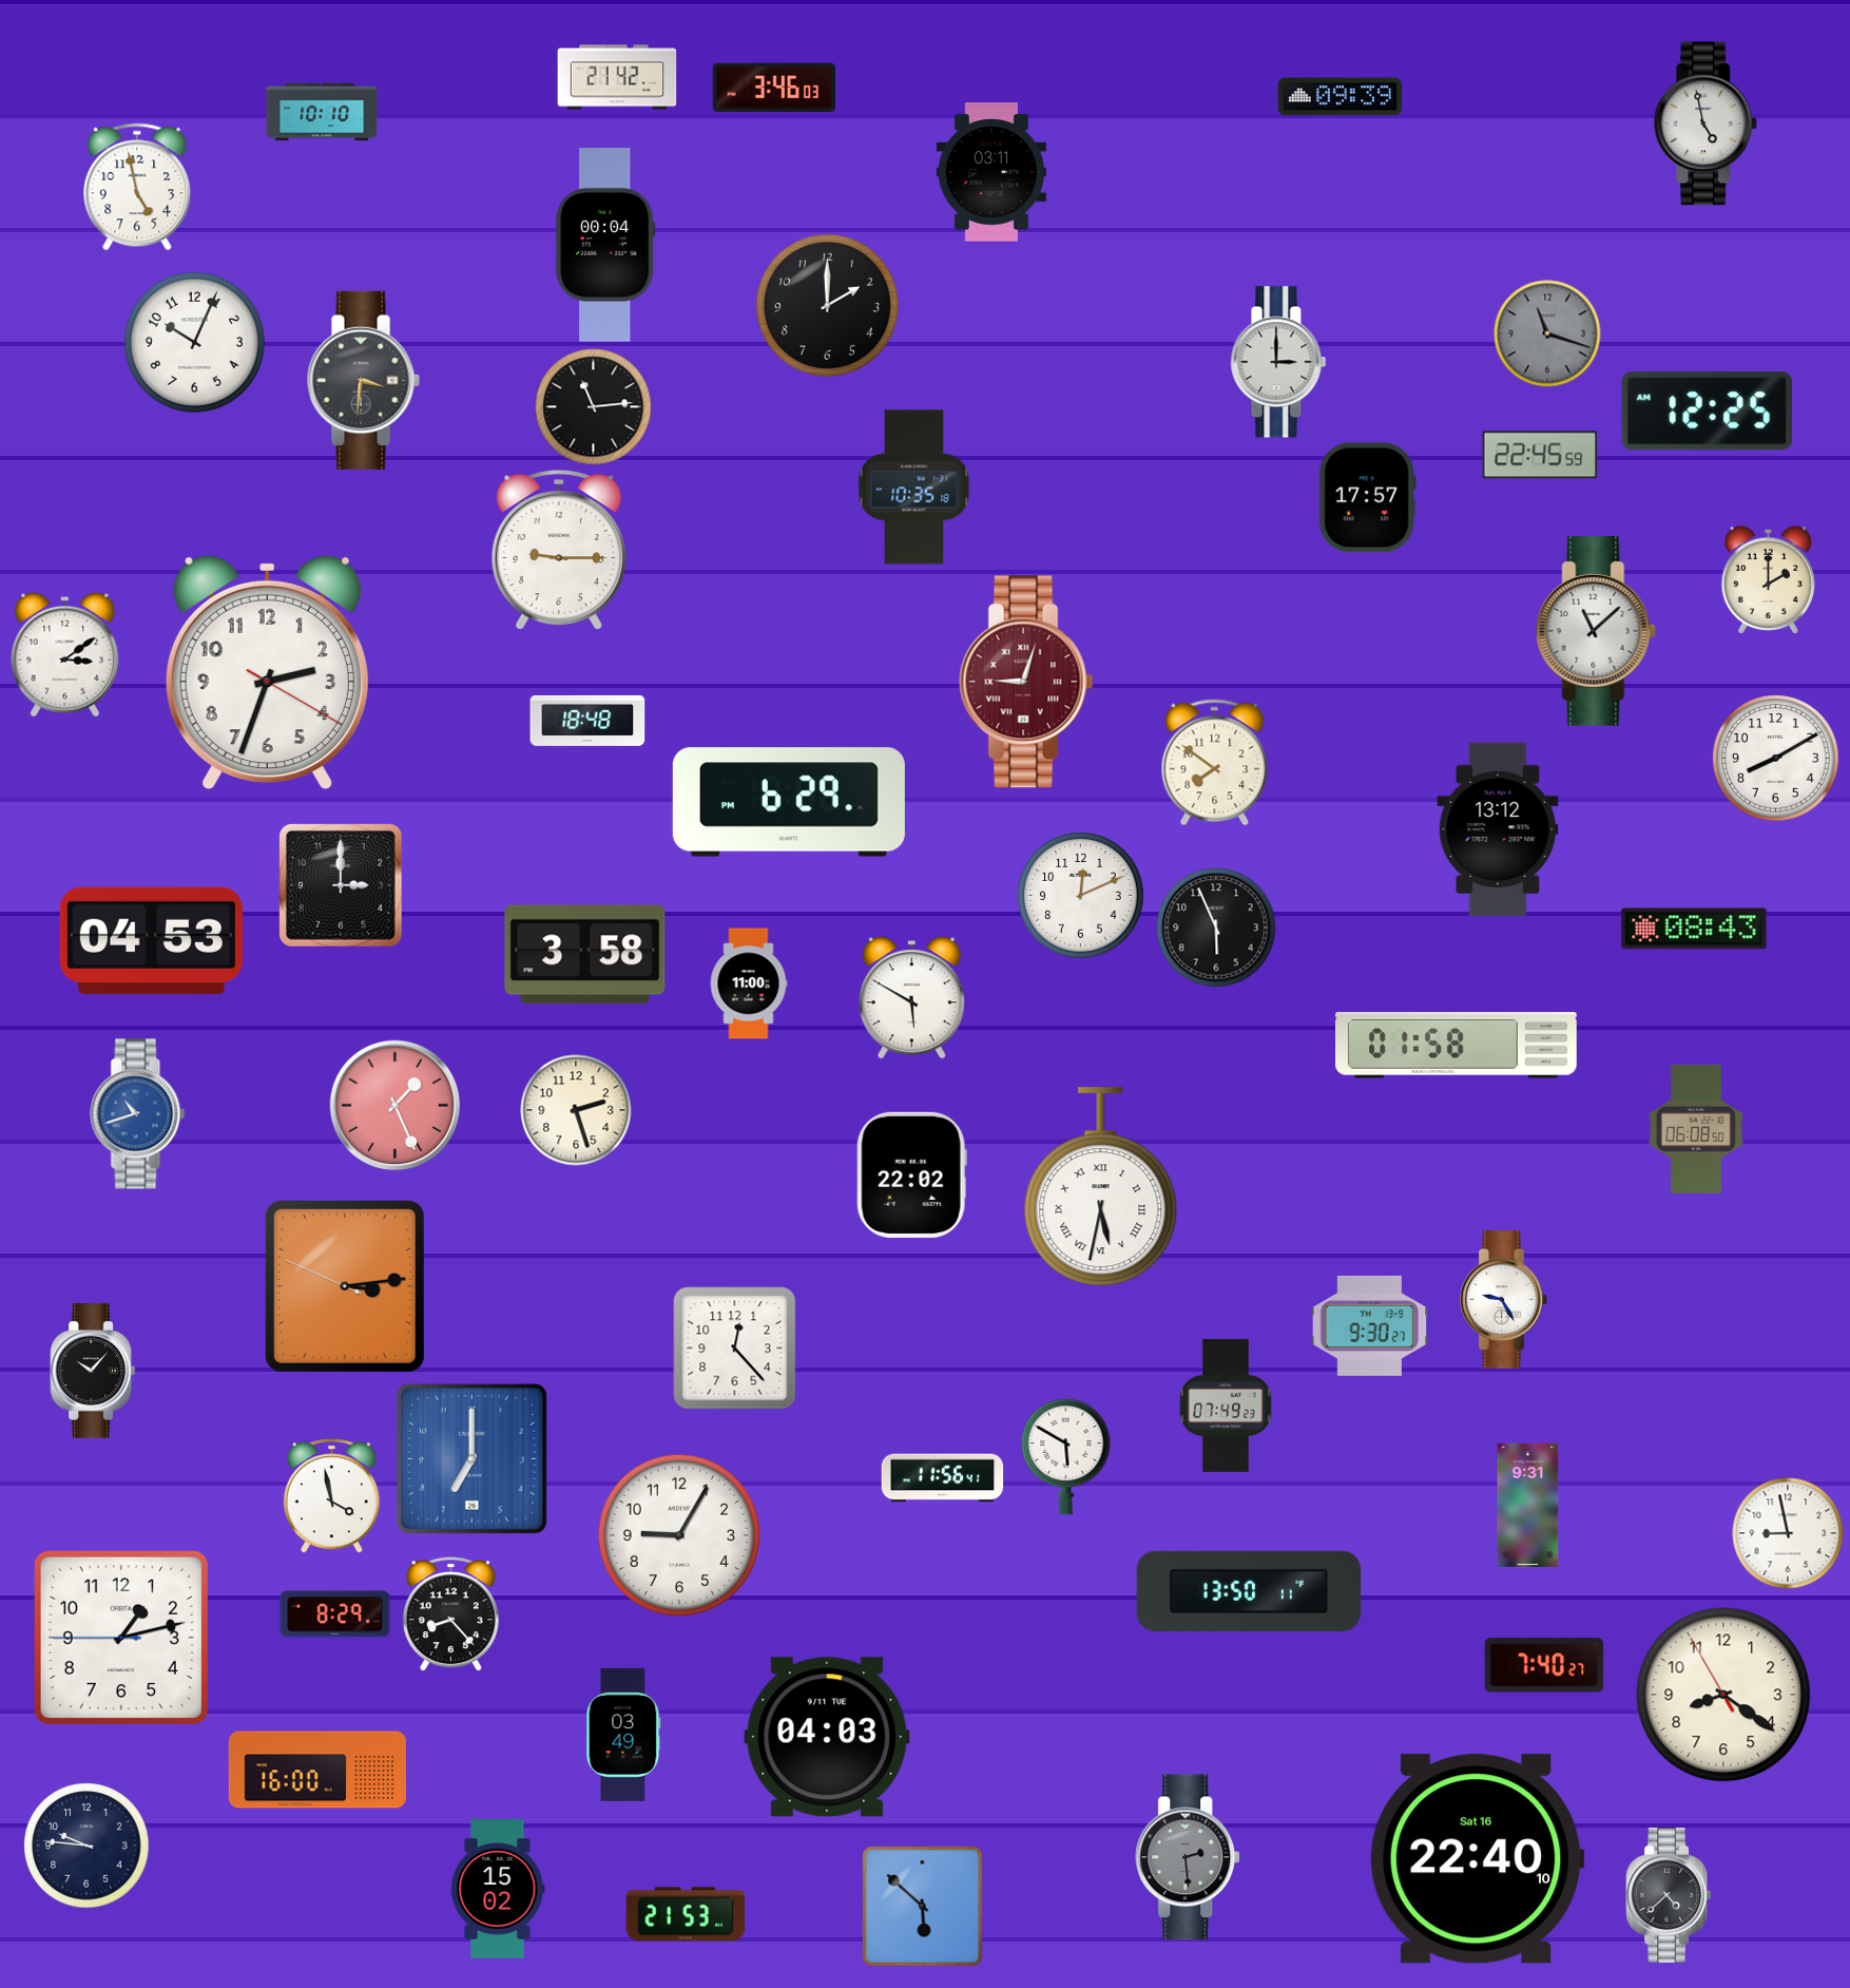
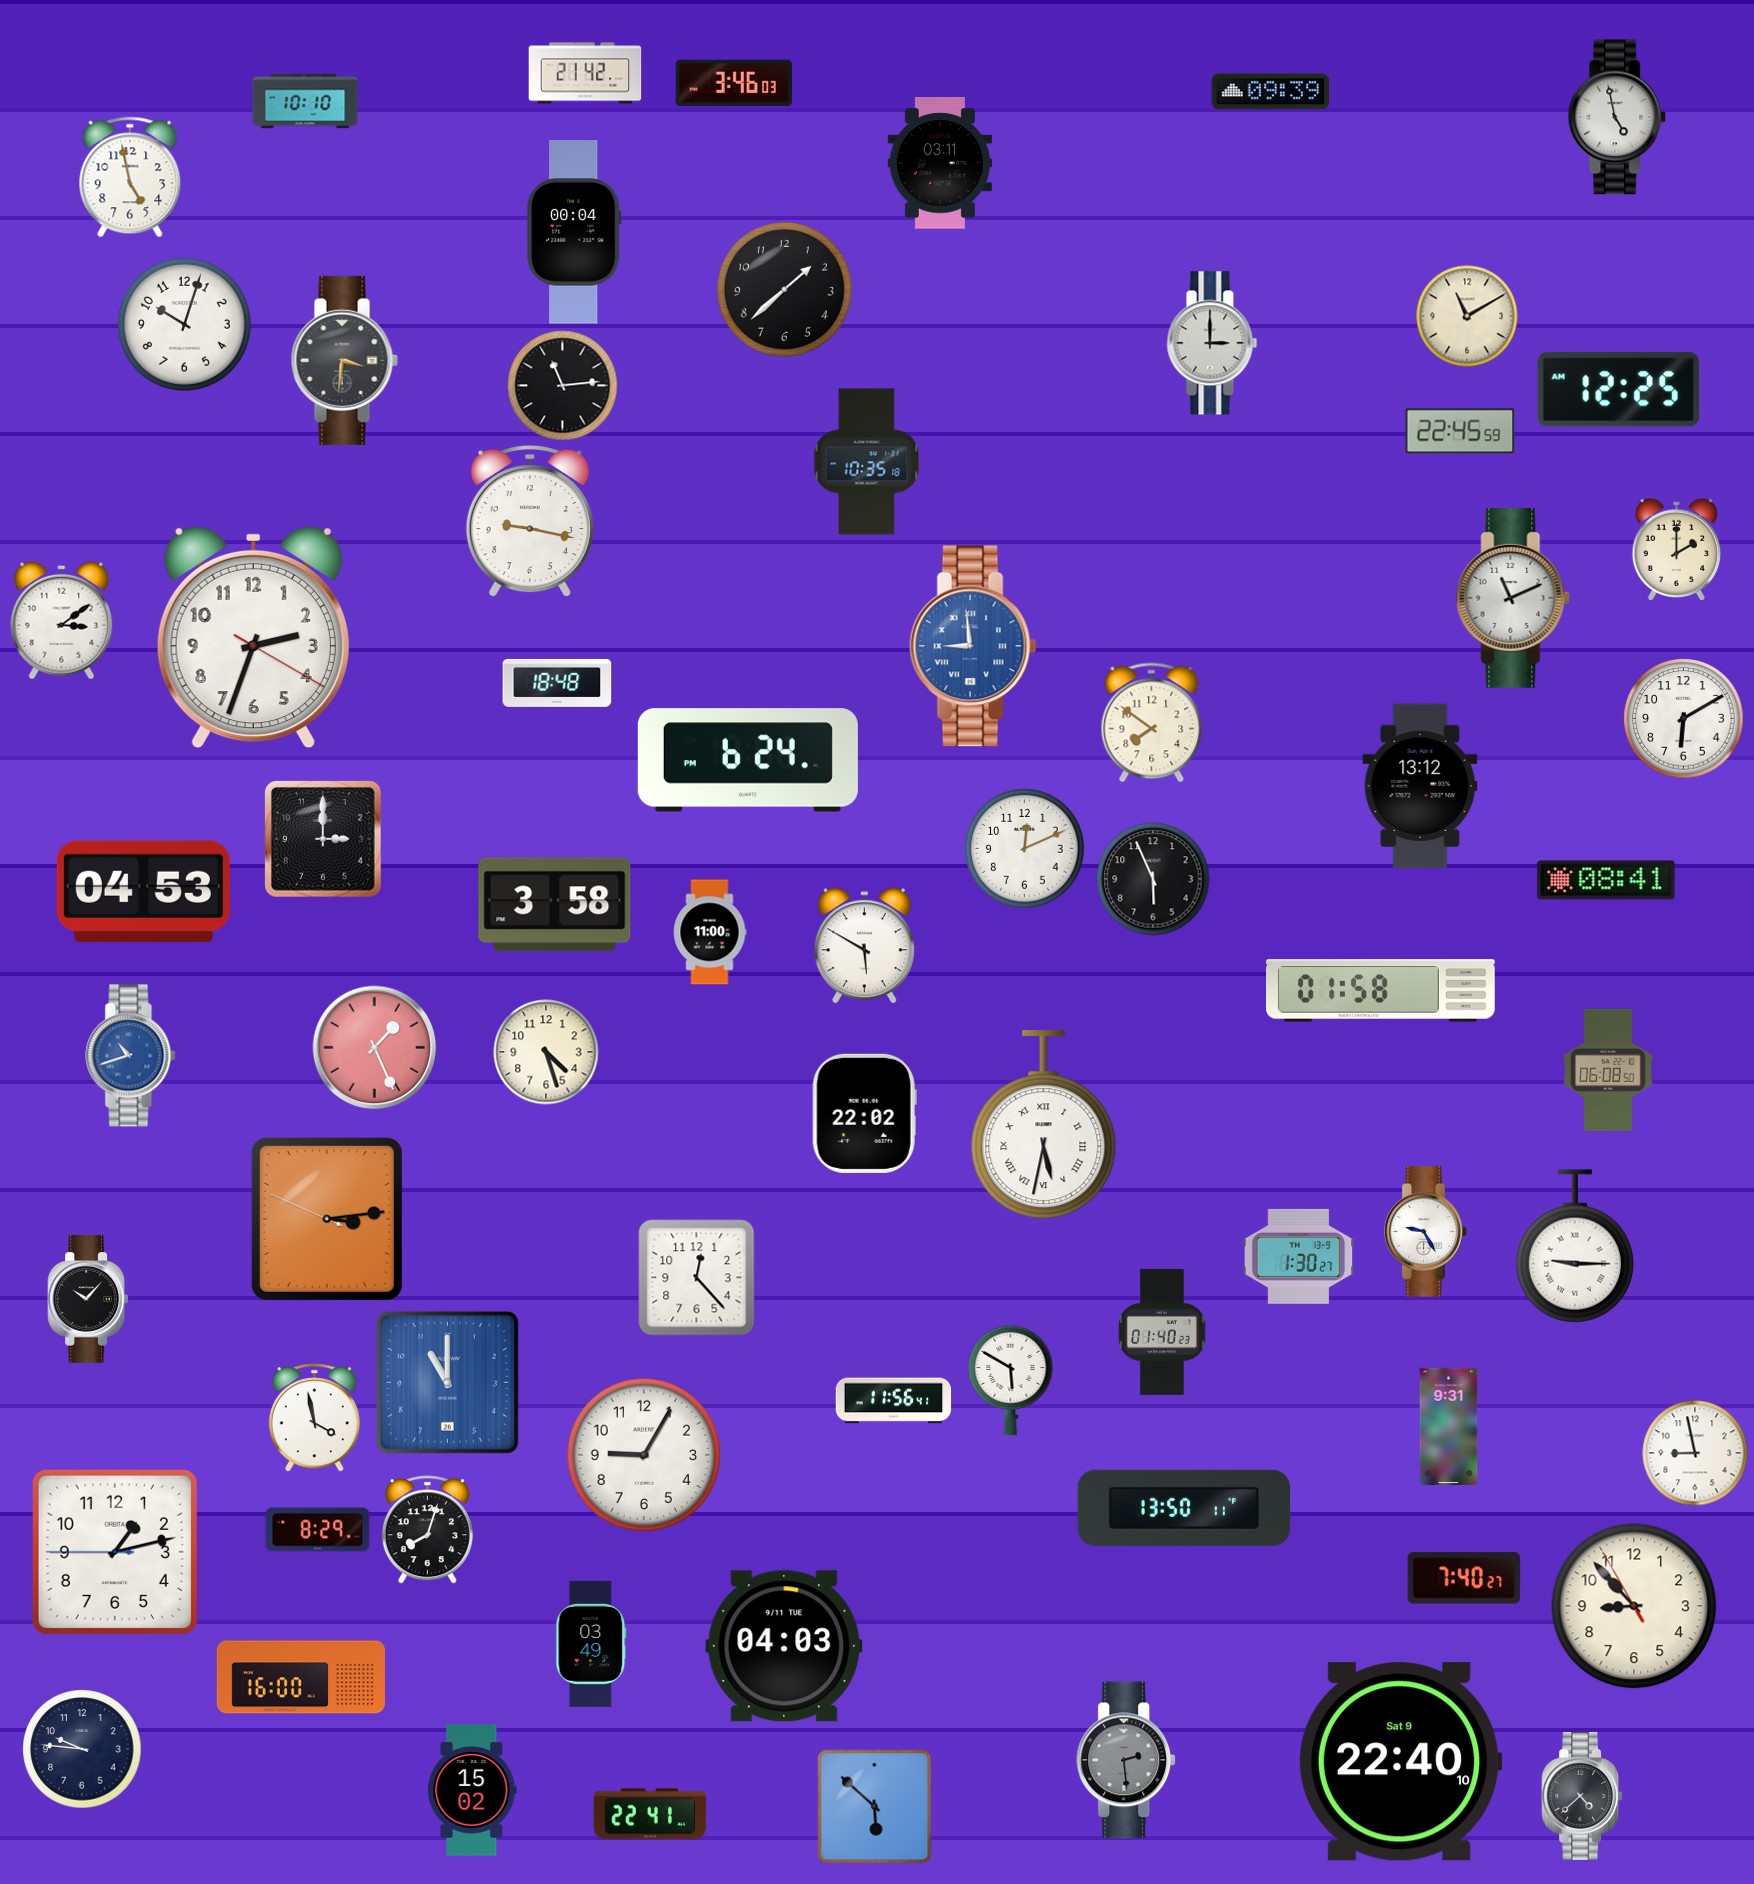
clock at (322, 112) position: (322, 112) -> (305, 101)
clock at (827, 305): 2:00 -> 1:38
clock at (1547, 333): 11:18 -> 11:10
clock at (1547, 333) dial: grey -> cream
clock at (194, 342): 10:04 -> 10:03
clock at (1367, 498): 17:57 -> none
clock at (559, 551): 9:15 -> 9:17
clock at (1596, 631): 11:08 -> 11:11
clock at (1026, 682): 9:03 -> 8:59
clock at (1026, 682) dial: burgundy -> blue
clock at (1776, 759): 8:10 -> 6:10
clock at (789, 802): 6:29 -> 6:24
clock at (1694, 929): 08:43 -> 08:41
clock at (576, 1110): 2:27 -> 4:27
clock at (1575, 1246): none -> 9:15
clock at (1370, 1325): 9:30 -> 1:30
clock at (1226, 1406): 07:49 -> 01:40
clock at (471, 1458): 7:00 -> 11:00
clock at (450, 1614): 8:23 -> 8:03
clock at (1723, 1695): 8:20 -> 8:52
clock at (1477, 1859) date: Sat 16 -> Sat 9
clock at (686, 1914): 21:53 -> 22:41
